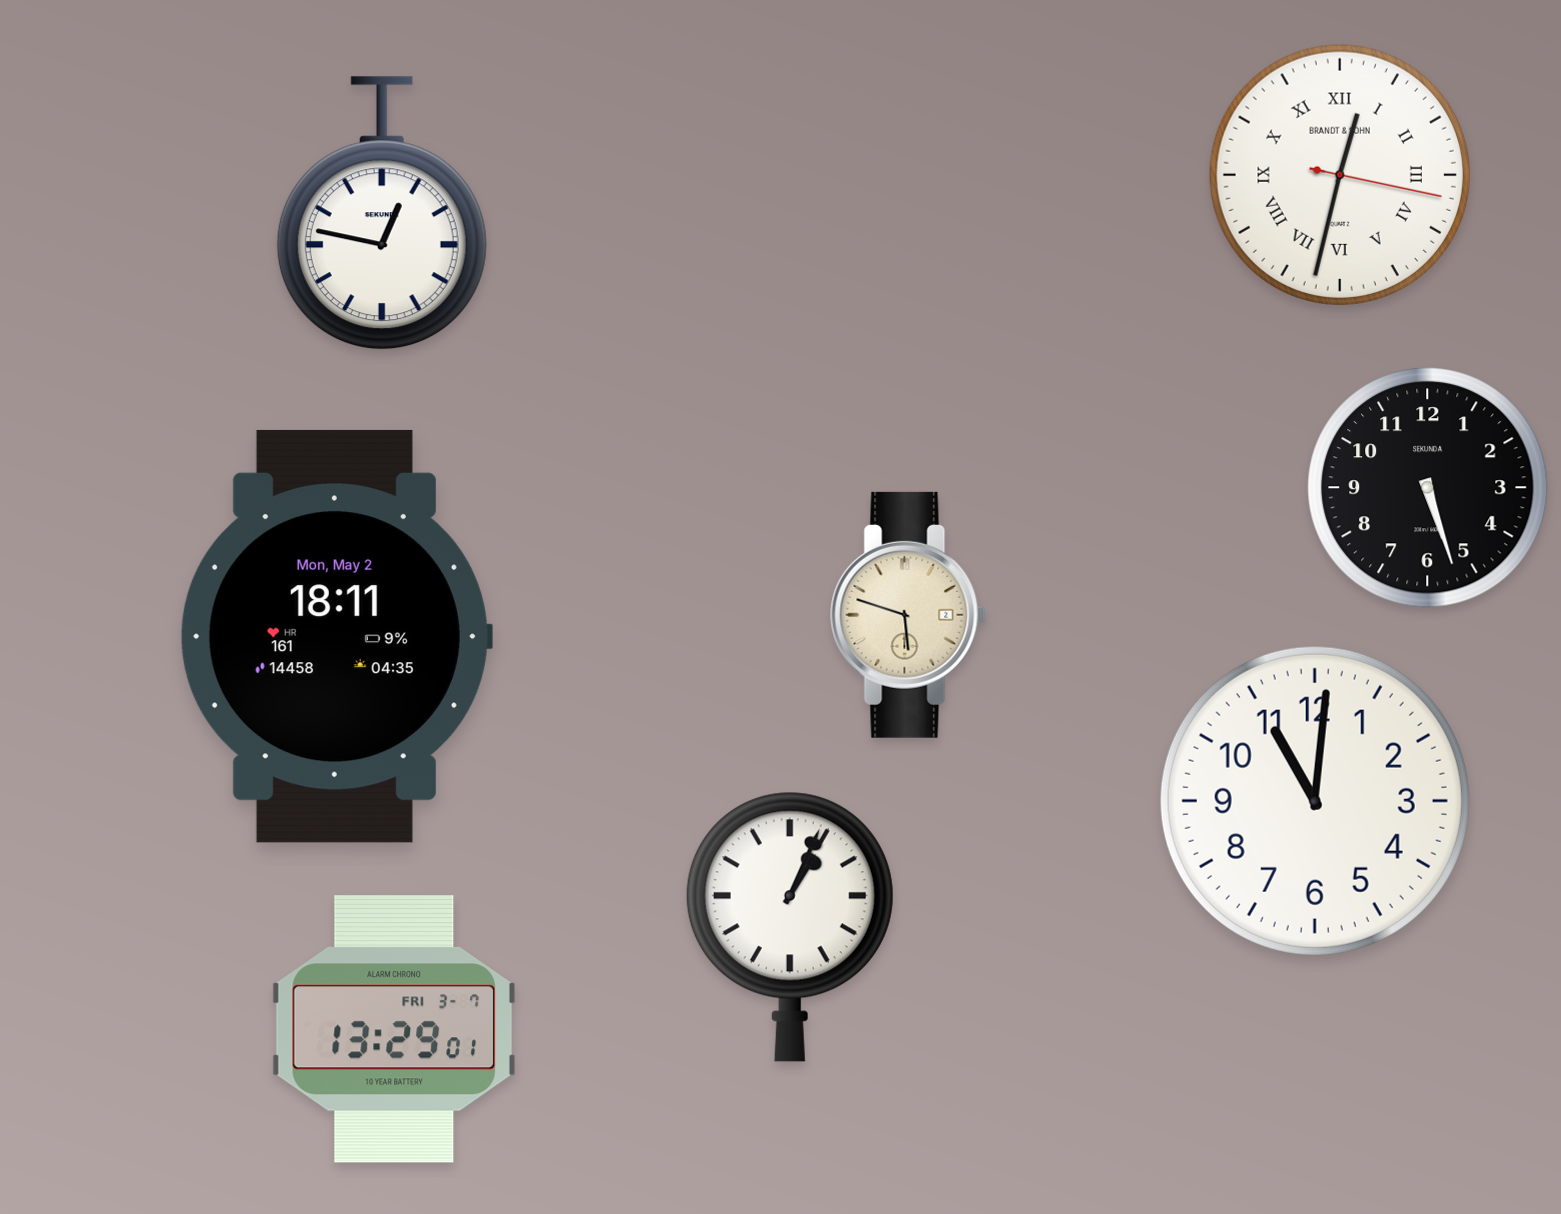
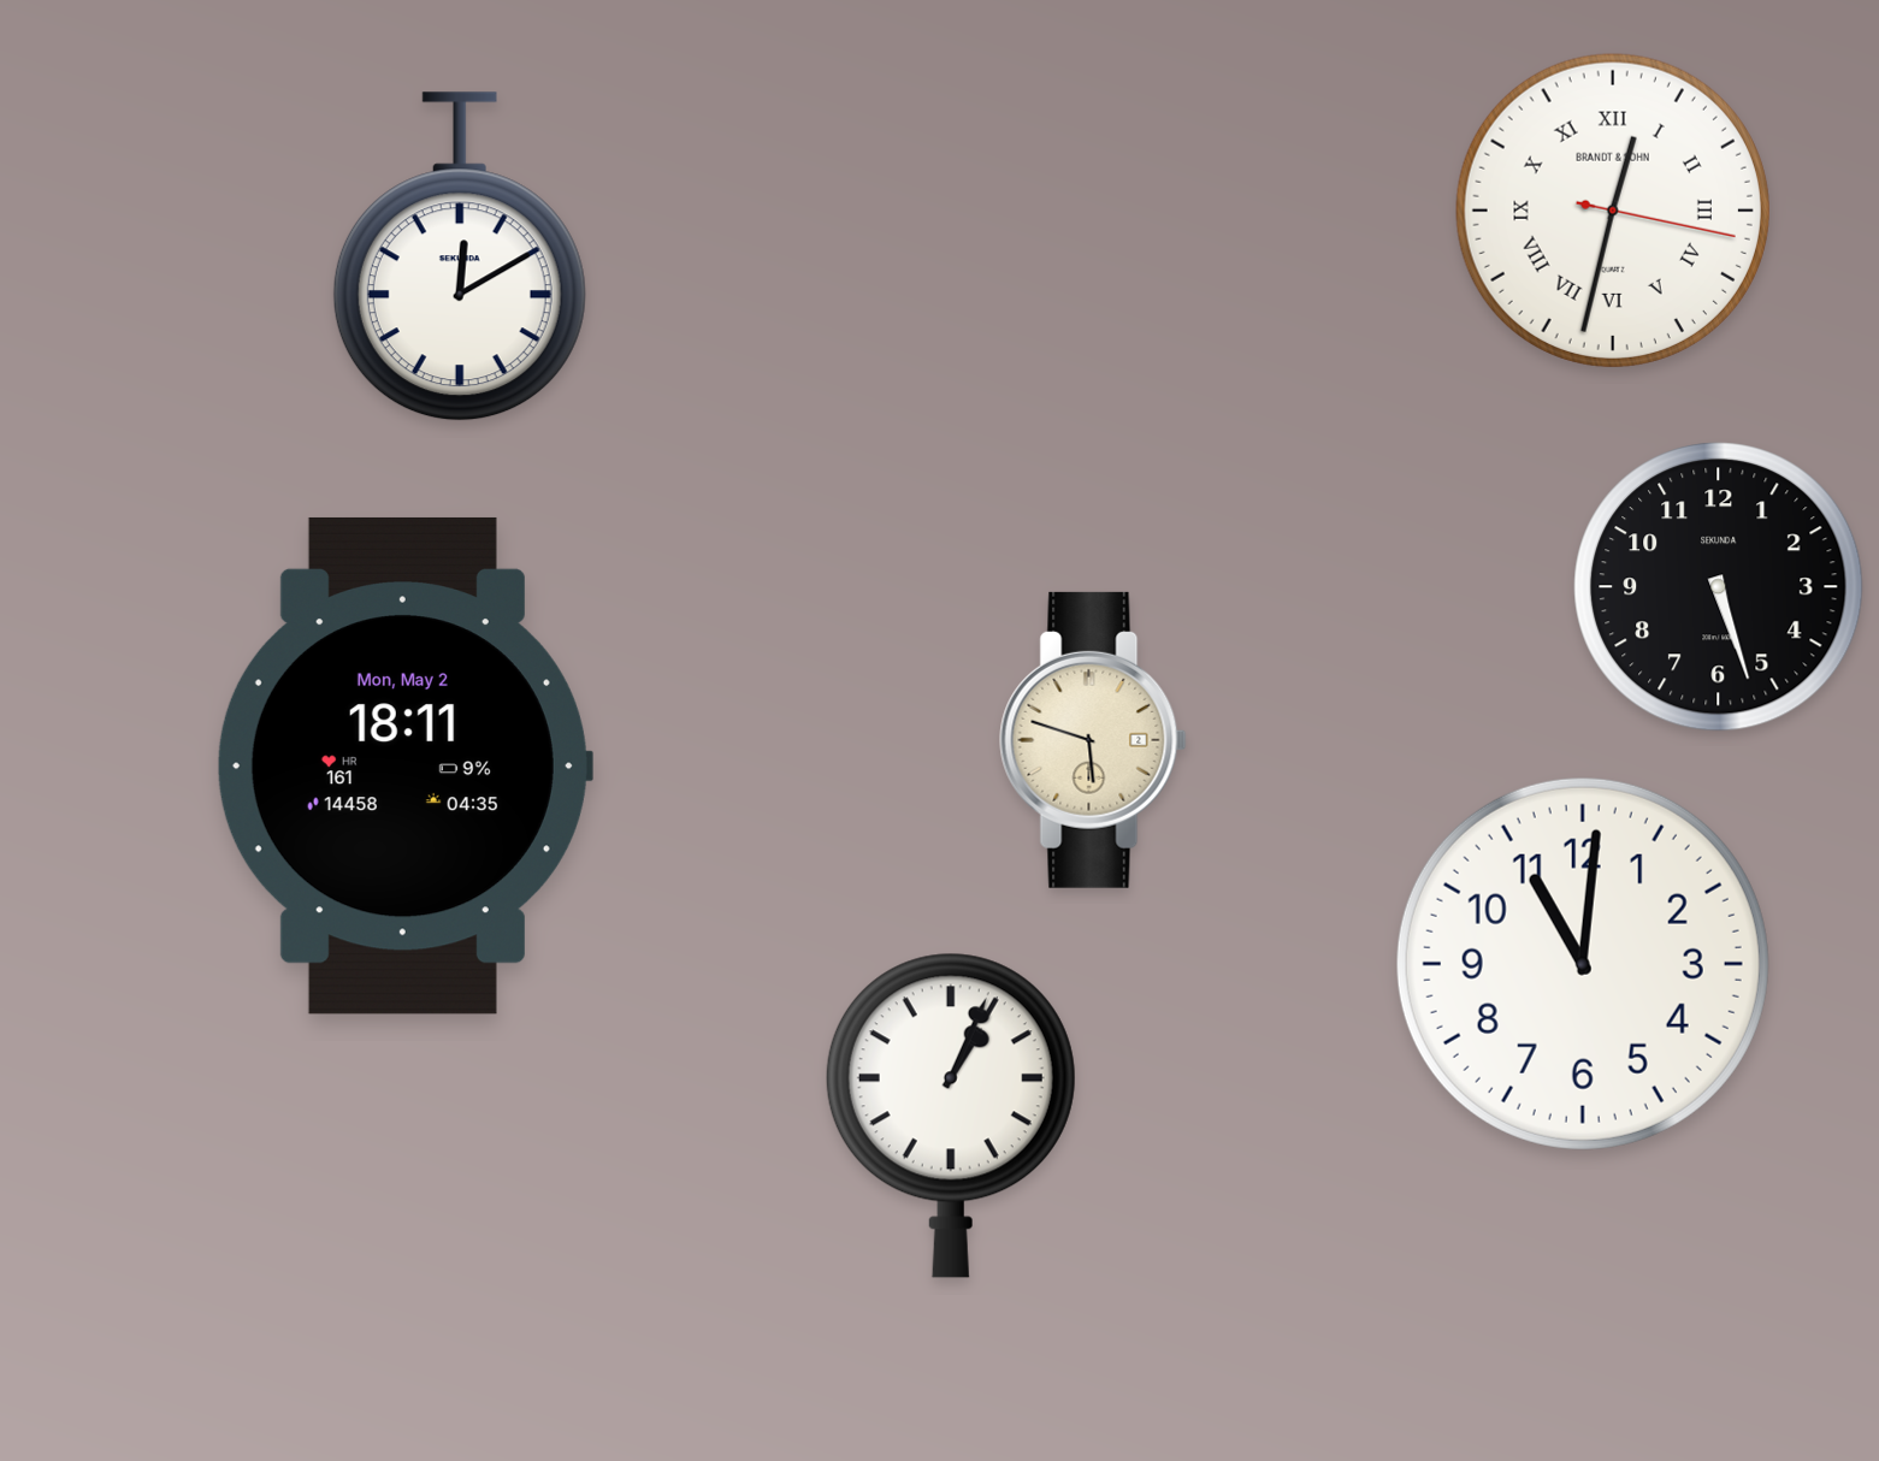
clock at (382, 214): 12:47 -> 12:10
clock at (394, 1030): 13:29 -> none
